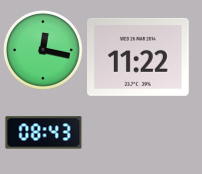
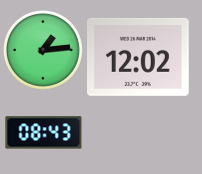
clock at (44, 51): 12:17 -> 1:14
clock at (139, 57): 11:22 -> 12:02
